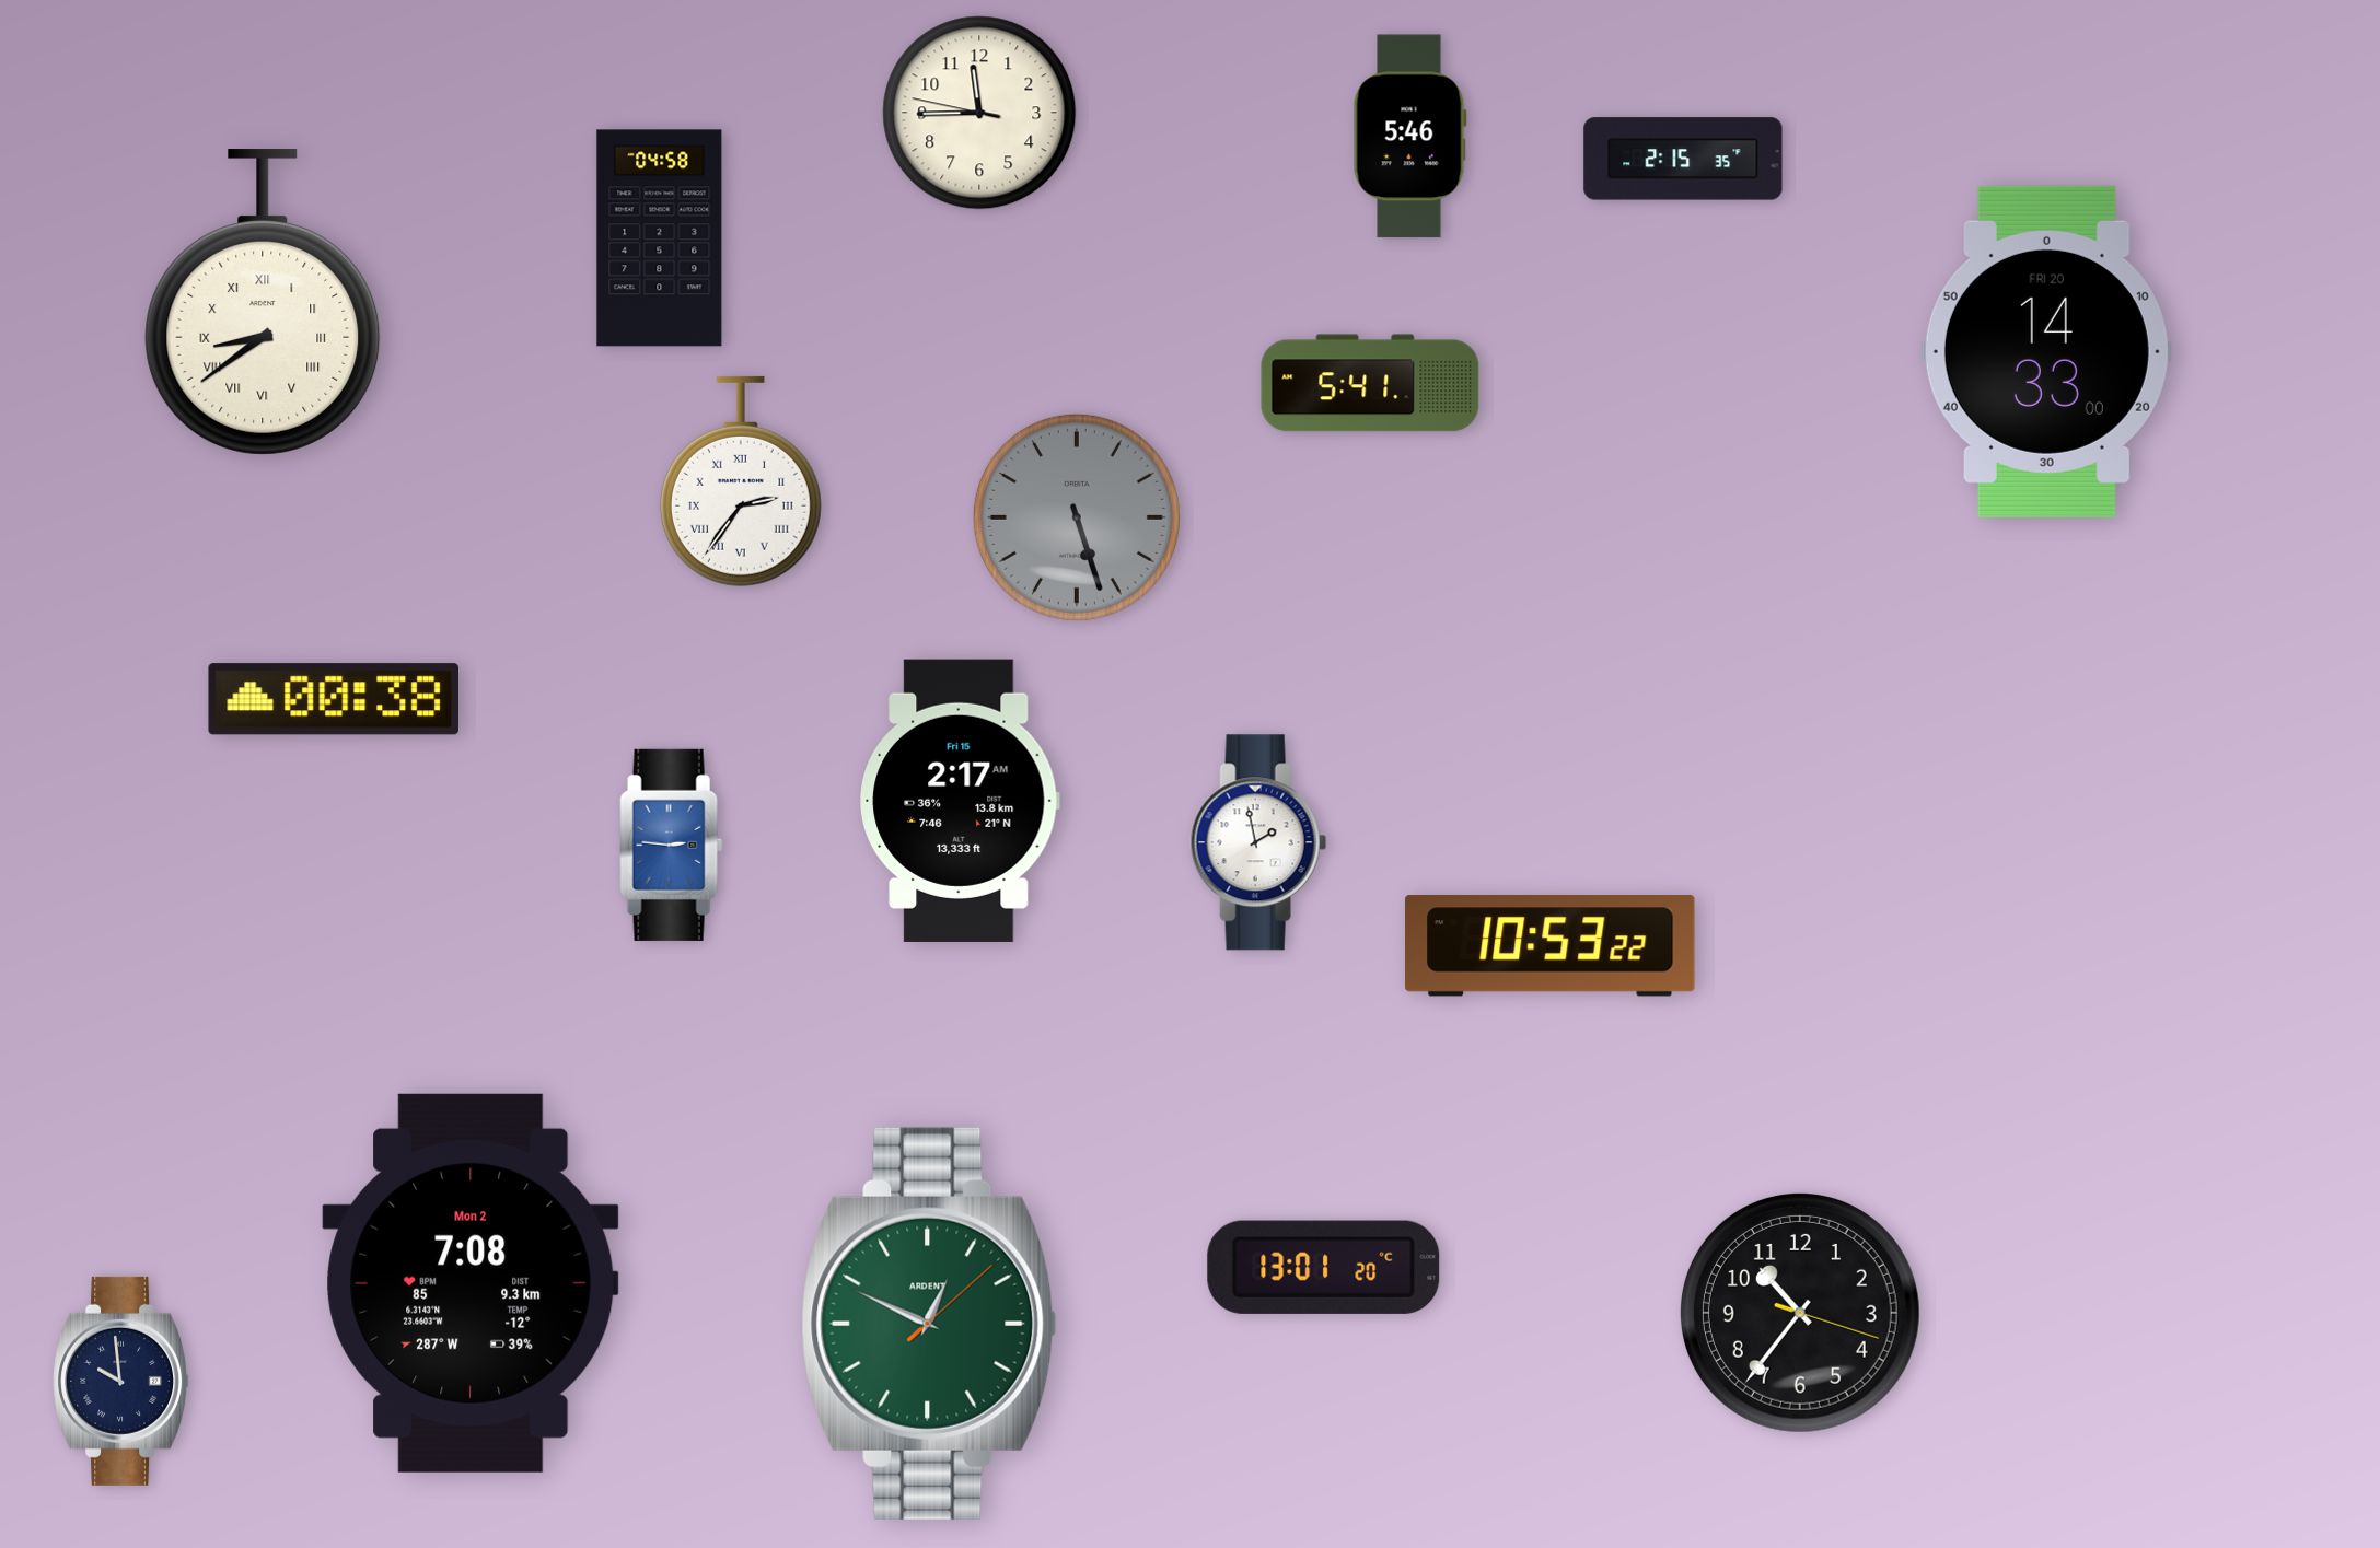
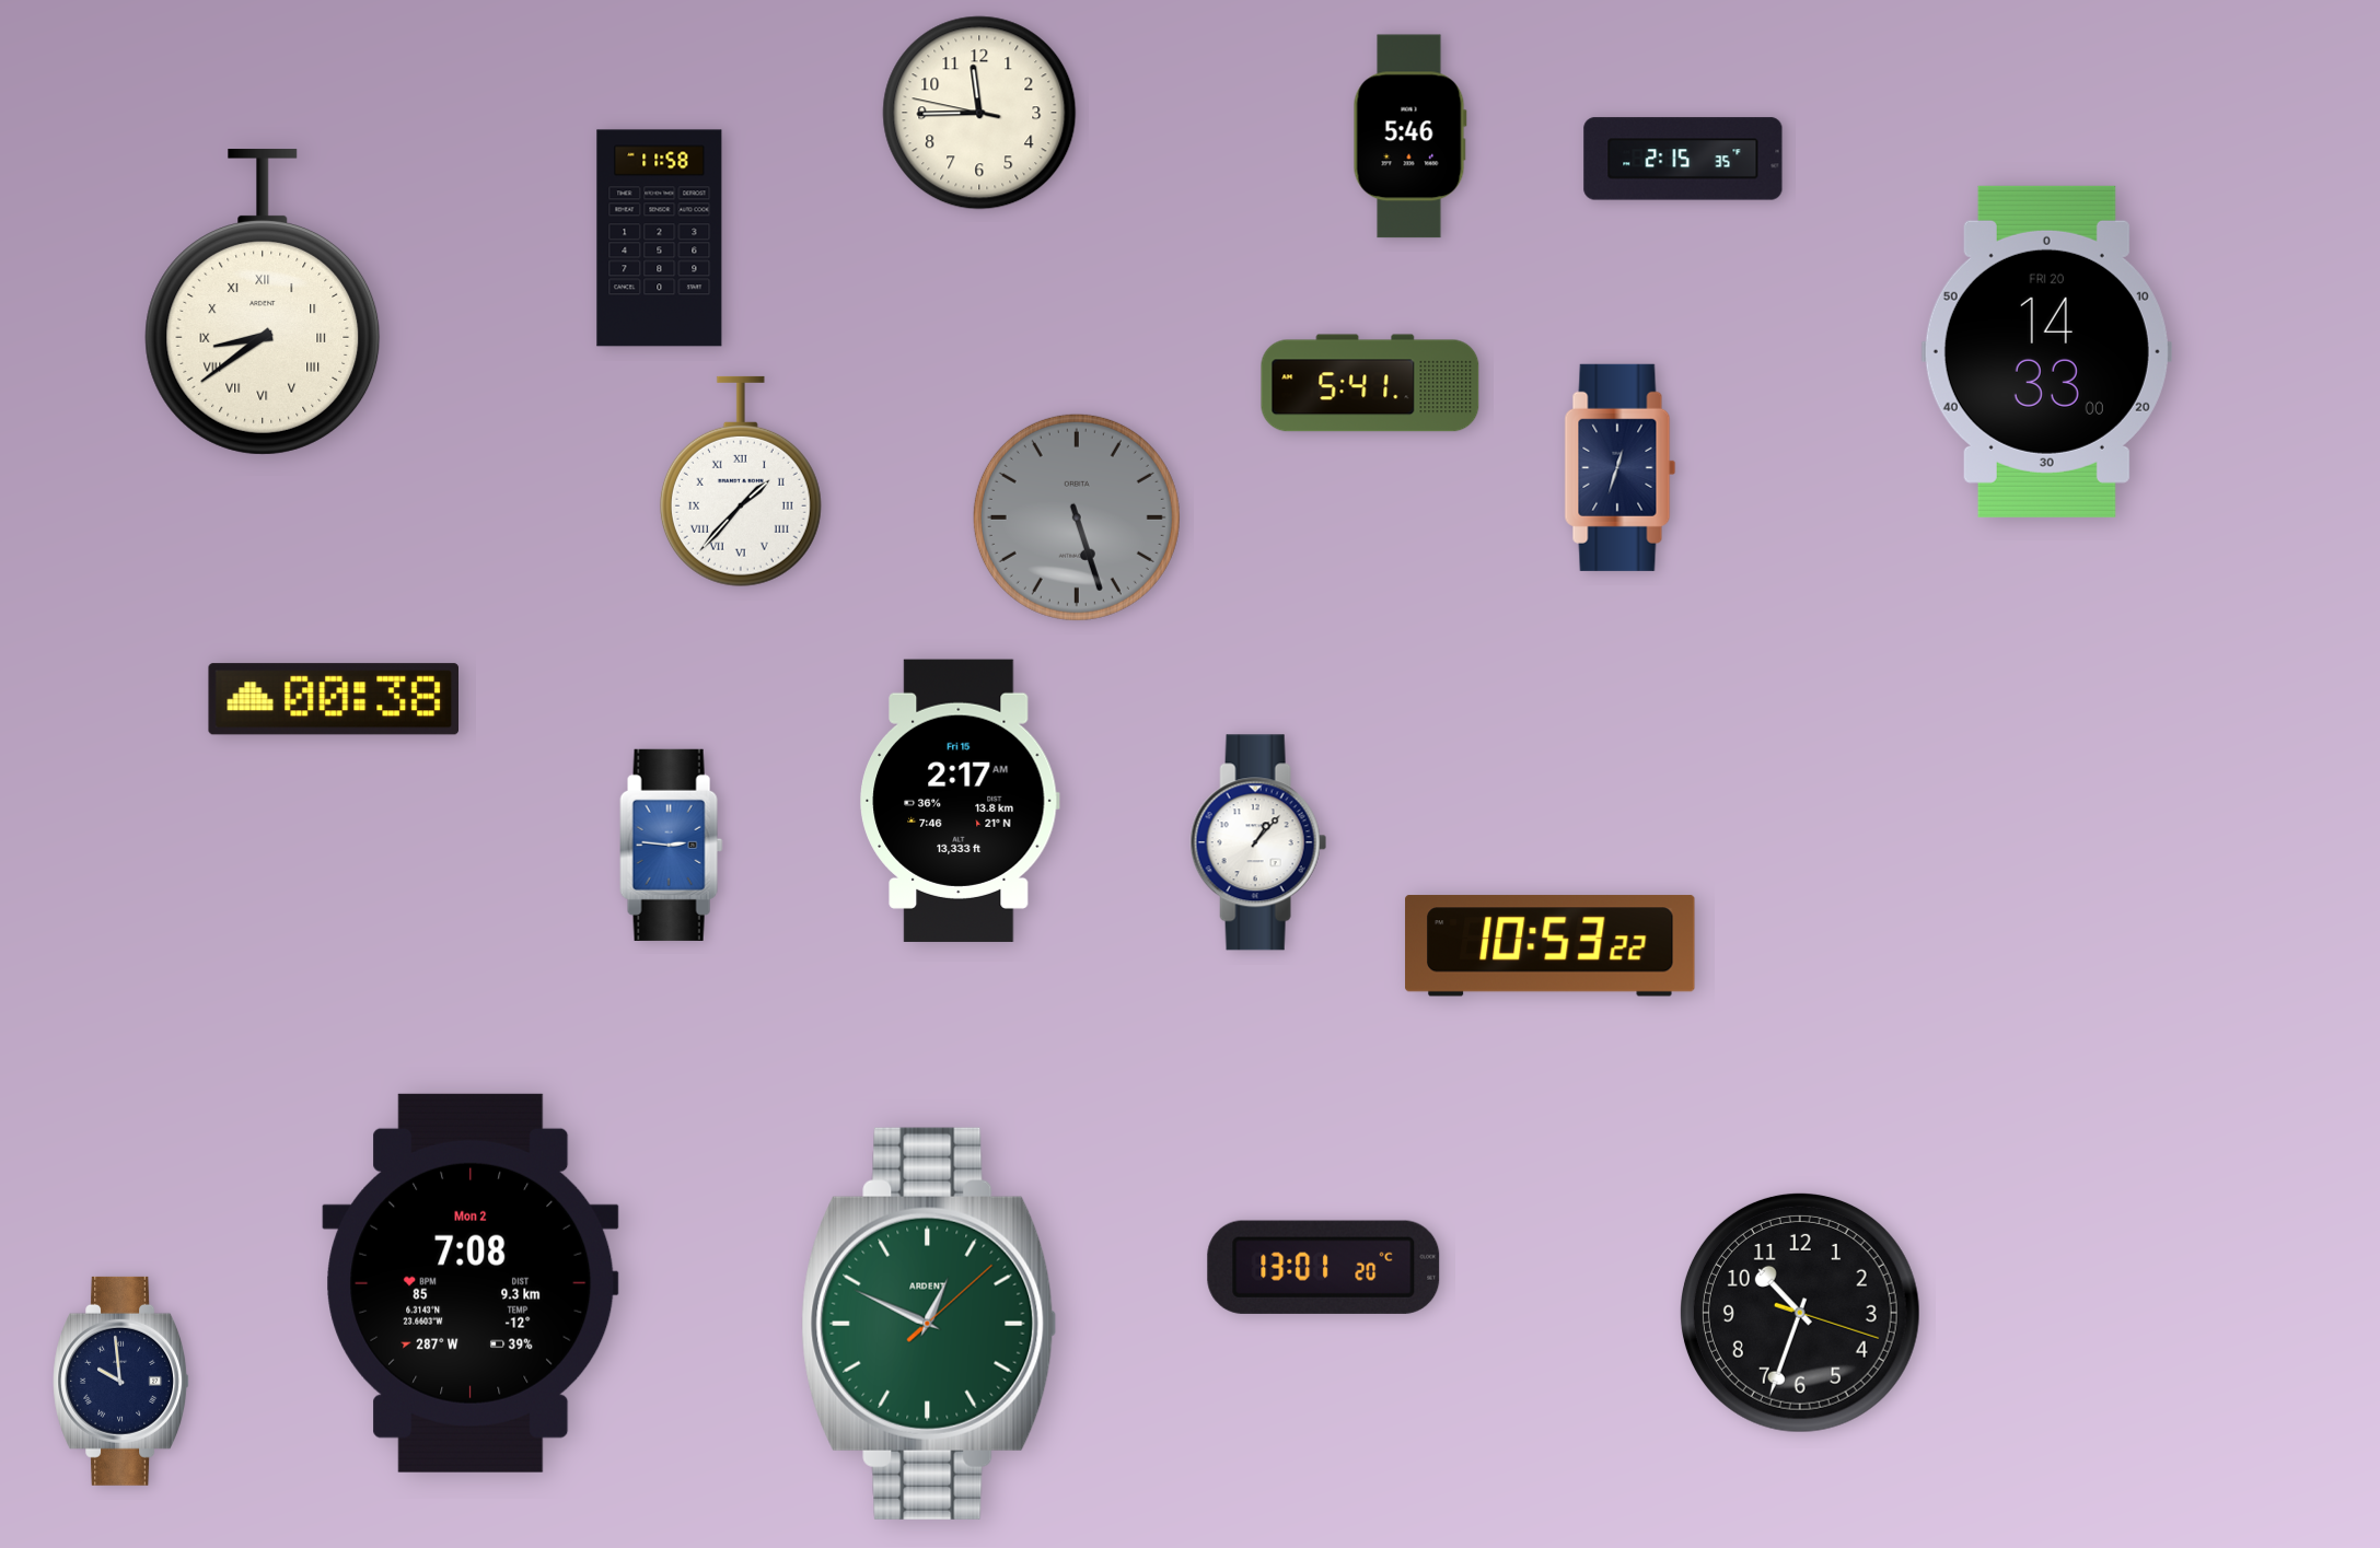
clock at (660, 238): 04:58 -> 11:58
clock at (1621, 467): none -> 12:33
clock at (741, 481): 2:36 -> 1:37
clock at (1258, 842): 1:58 -> 1:07
clock at (1800, 1313): 10:36 -> 10:33
